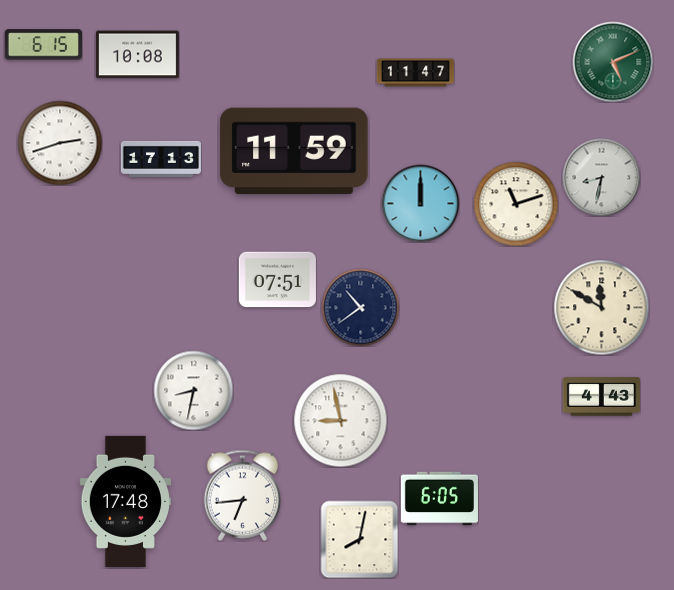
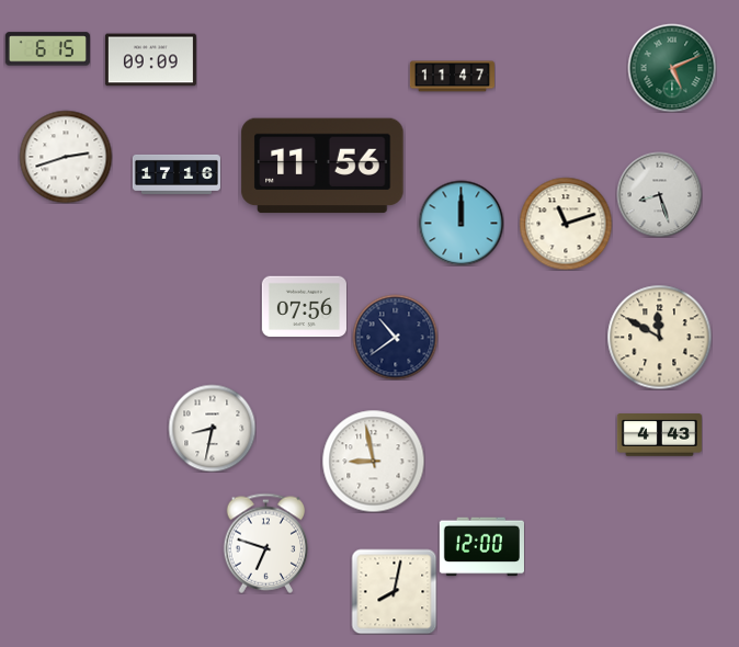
clock at (137, 55): 10:08 -> 09:09
clock at (415, 73) position: (415, 73) -> (452, 77)
clock at (294, 151): 11:59 -> 11:56
clock at (161, 159): 17:13 -> 17:16
clock at (601, 177): 8:32 -> 8:27
clock at (277, 280): 07:51 -> 07:56
clock at (243, 495): 6:44 -> 6:48
clock at (439, 499): 6:05 -> 12:00
clock at (125, 501): 17:48 -> none
